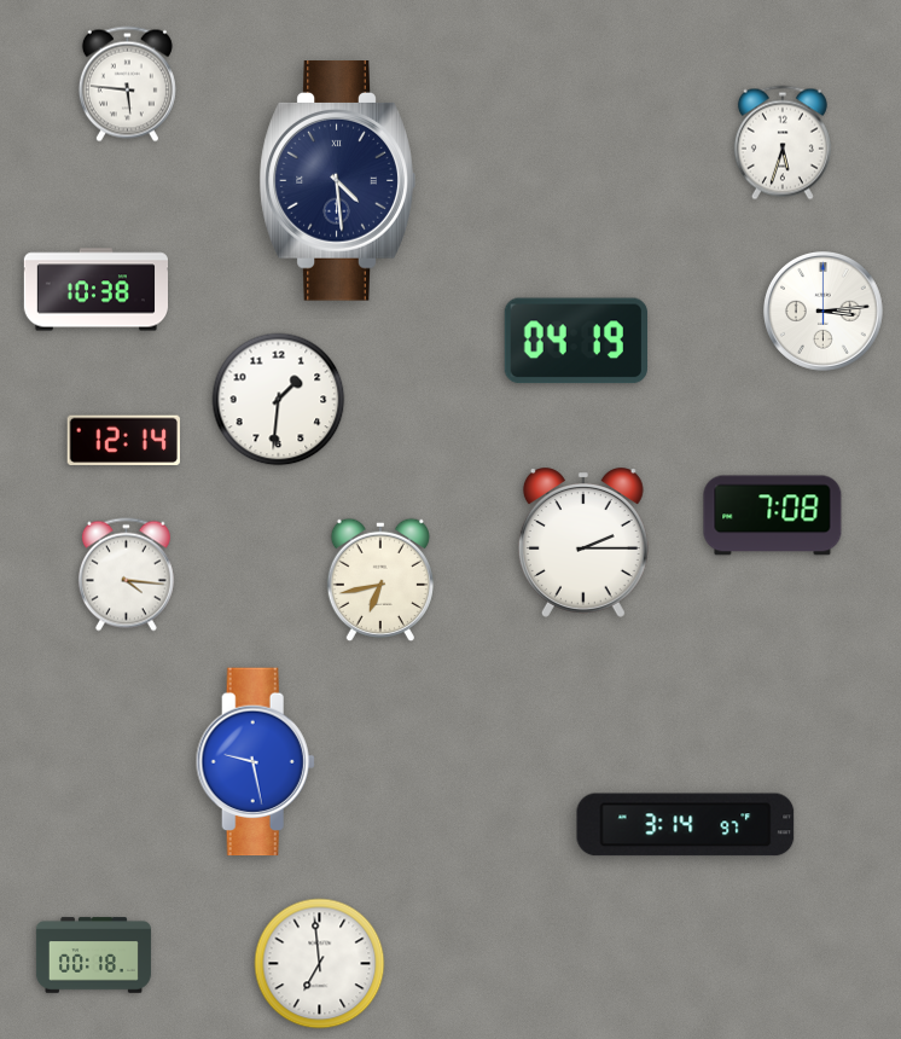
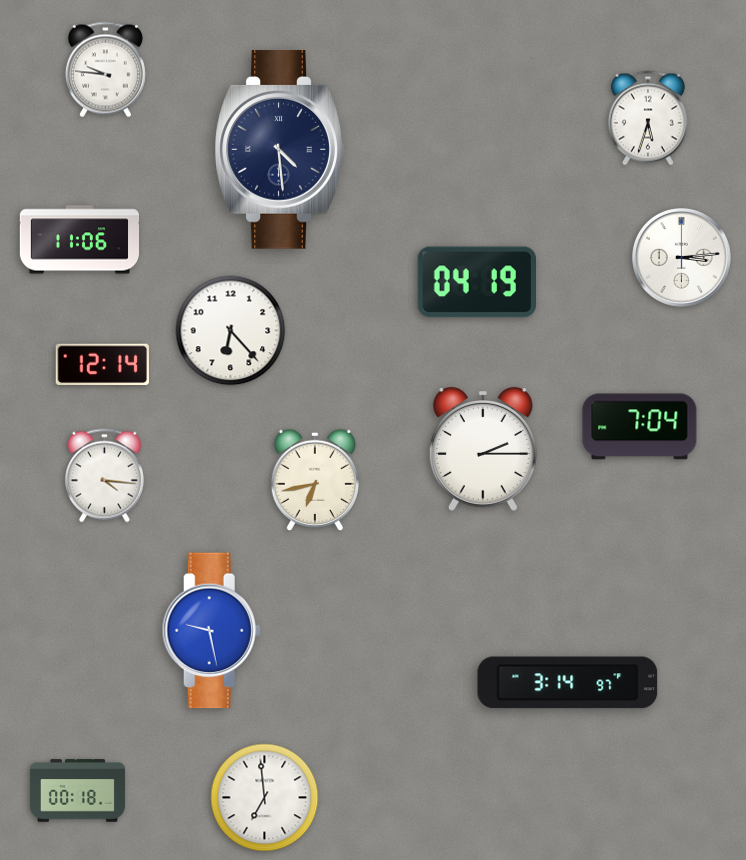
clock at (127, 85): 5:46 -> 9:46
clock at (95, 290): 10:38 -> 11:06
clock at (279, 400): 1:31 -> 6:23
clock at (773, 516): 7:08 -> 7:04
